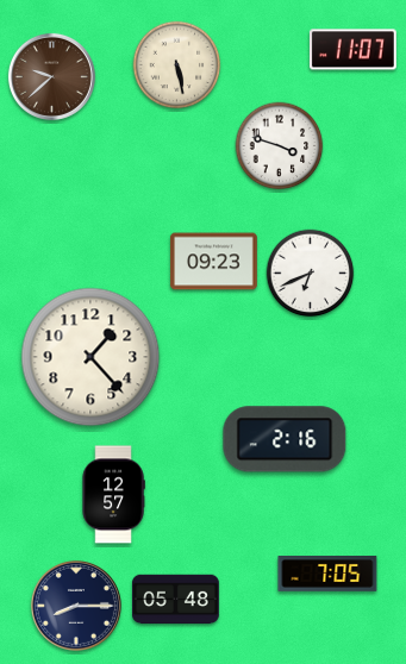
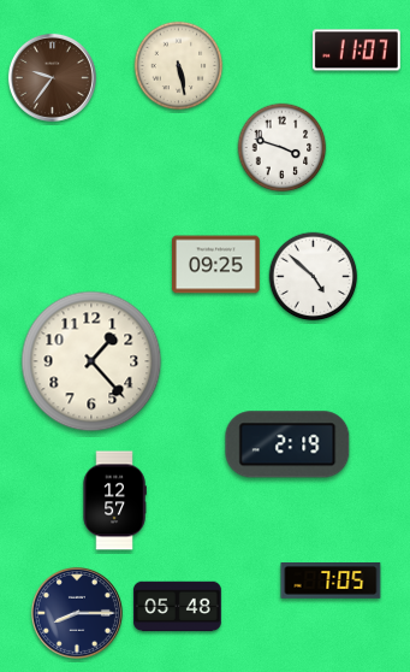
clock at (51, 76): 9:38 -> 9:36
clock at (214, 262): 09:23 -> 09:25
clock at (311, 274): 6:41 -> 4:52
clock at (285, 439): 2:16 -> 2:19
